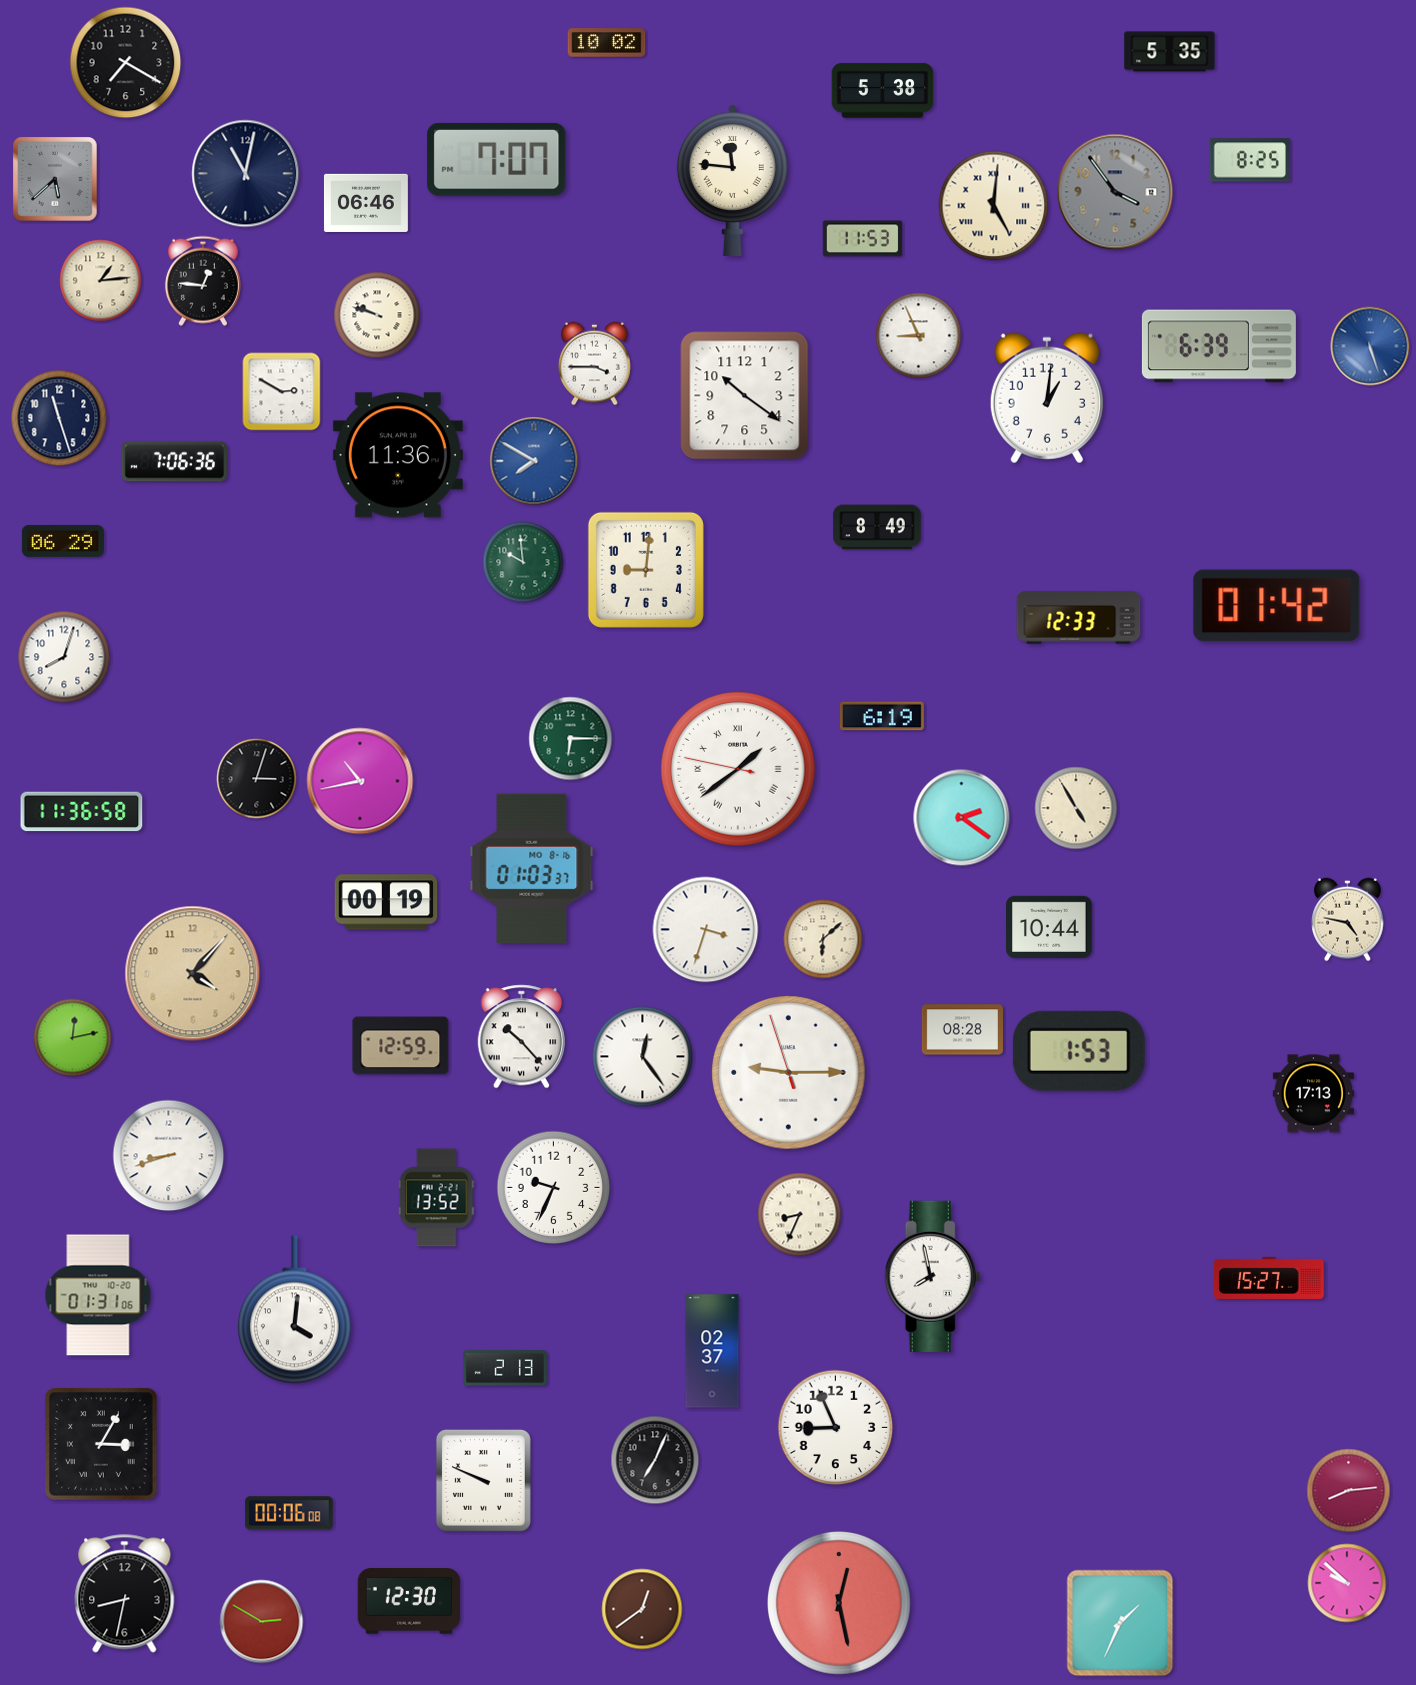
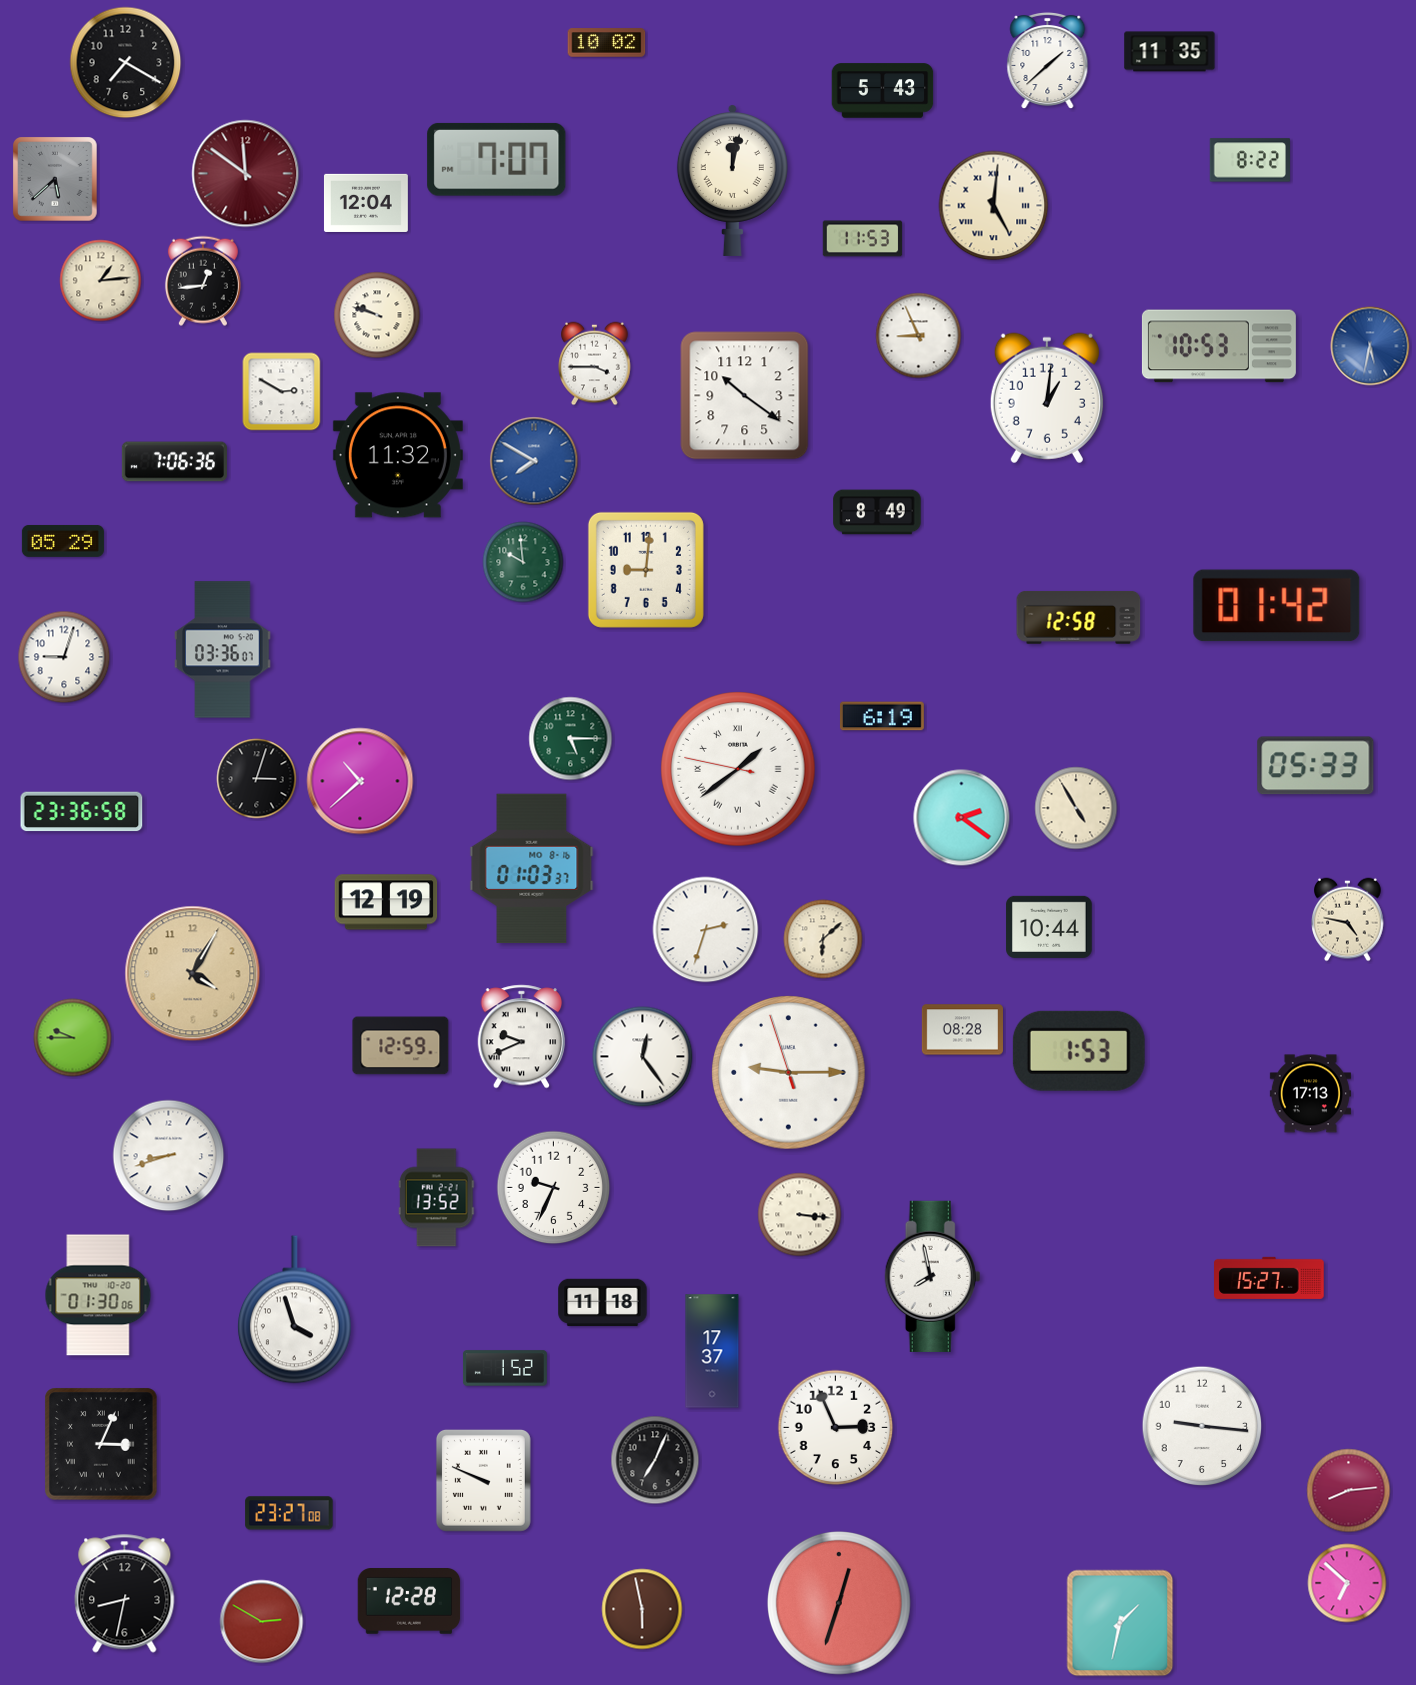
clock at (1170, 52): 5:35 -> 11:35
clock at (1048, 61): none -> 1:38
clock at (883, 91): 5:38 -> 5:43
clock at (1249, 160): 8:25 -> 8:22
clock at (246, 174): 11:02 -> 11:51
clock at (246, 174) dial: navy -> burgundy
clock at (732, 180): 11:46 -> 12:02
clock at (1115, 192): 3:54 -> none
clock at (366, 203): 06:46 -> 12:04
clock at (203, 281): 12:46 -> 12:44
clock at (1219, 346): 6:39 -> 10:53
clock at (1370, 346): 5:27 -> 5:32
clock at (59, 418): 11:27 -> none
clock at (398, 455): 11:36 -> 11:32
clock at (877, 527) position: (877, 527) -> (877, 512)
clock at (63, 541): 06:29 -> 05:29
clock at (1079, 617): 12:33 -> 12:58
clock at (223, 650): none -> 03:36
clock at (64, 657): 8:03 -> 9:03
clock at (571, 739): 6:15 -> 5:15
clock at (1316, 766): none -> 05:33
clock at (360, 781): 10:43 -> 10:38
clock at (82, 812): 11:36 -> 23:36
clock at (386, 902): 00:19 -> 12:19
clock at (706, 930): 3:33 -> 2:33
clock at (193, 974): 4:07 -> 4:05
clock at (522, 1037): 10:23 -> 9:41
clock at (73, 1038): 12:13 -> 9:45
clock at (1313, 1094) position: (1313, 1094) -> (1310, 1094)
clock at (800, 1215): 8:34 -> 3:16
clock at (98, 1295): 01:31 -> 01:30
clock at (603, 1303): none -> 11:18
clock at (294, 1310): 4:01 -> 3:57
clock at (712, 1351): 02:37 -> 17:37
clock at (505, 1368): 2:13 -> 1:52
clock at (1202, 1426): none -> 9:16
clock at (836, 1428): 8:56 -> 2:56
clock at (101, 1444): 3:05 -> 3:04
clock at (289, 1513): 00:06 -> 23:27
clock at (1347, 1583): 9:52 -> 6:52
clock at (409, 1602): 12:30 -> 12:28
clock at (839, 1603): 12:28 -> 12:33
clock at (642, 1609): 12:39 -> 5:58
clock at (1120, 1623): 1:34 -> 1:32
